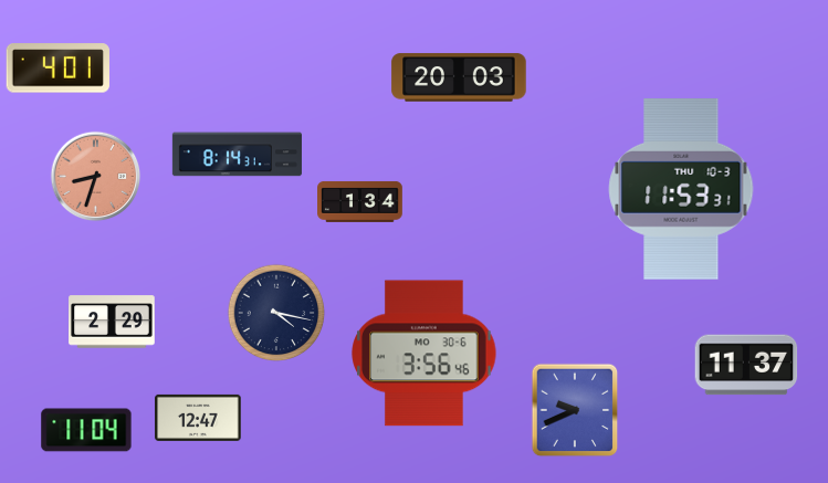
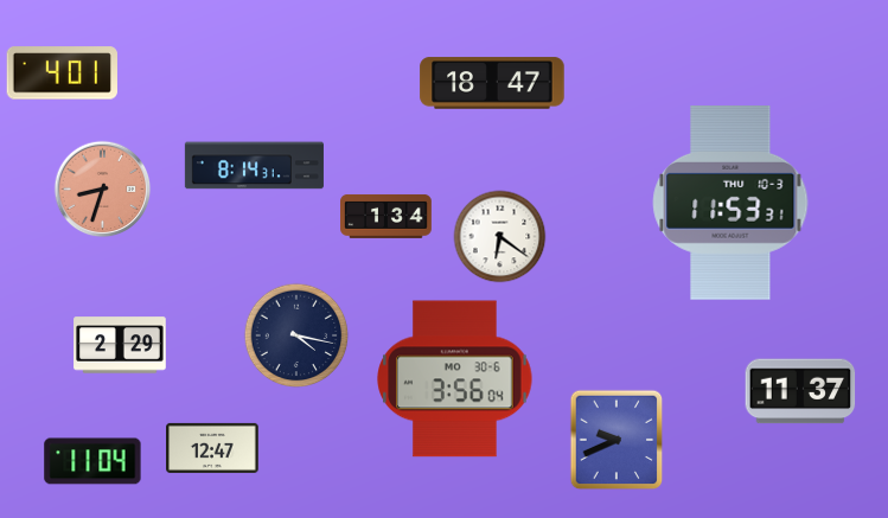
clock at (459, 77): 20:03 -> 18:47
clock at (500, 237): none -> 6:21
clock at (425, 354): 3:56:46 -> 3:56:04
